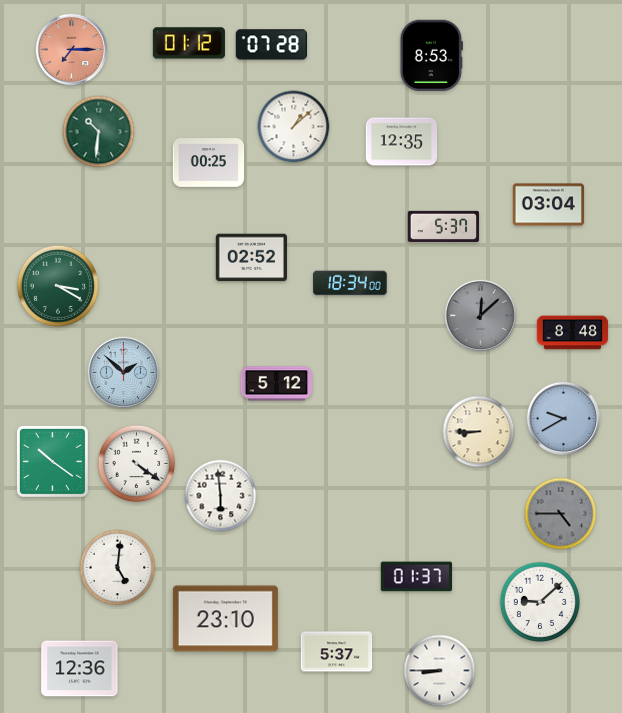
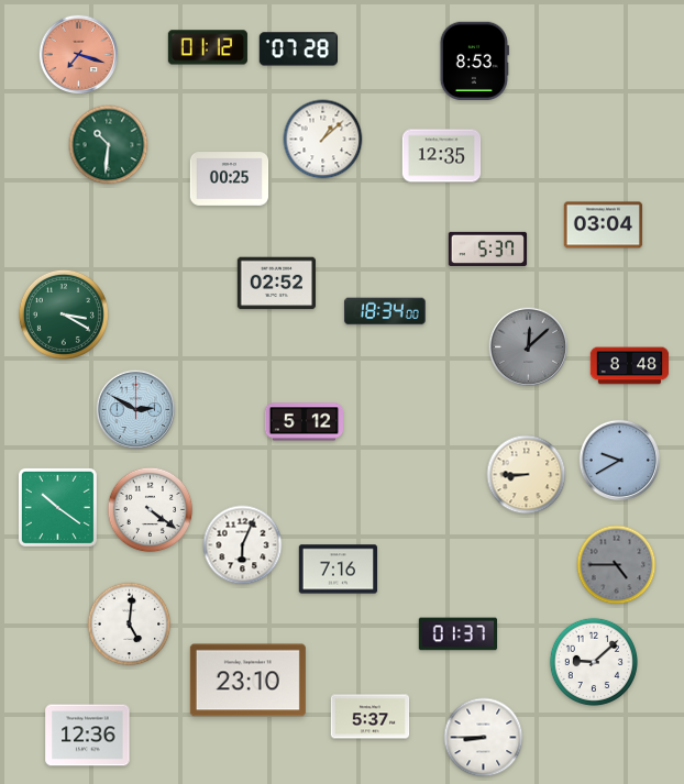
clock at (72, 50): 7:15 -> 7:18
clock at (124, 373): 1:52 -> 2:50
clock at (221, 496): 5:59 -> 6:04
clock at (339, 570): none -> 7:16
